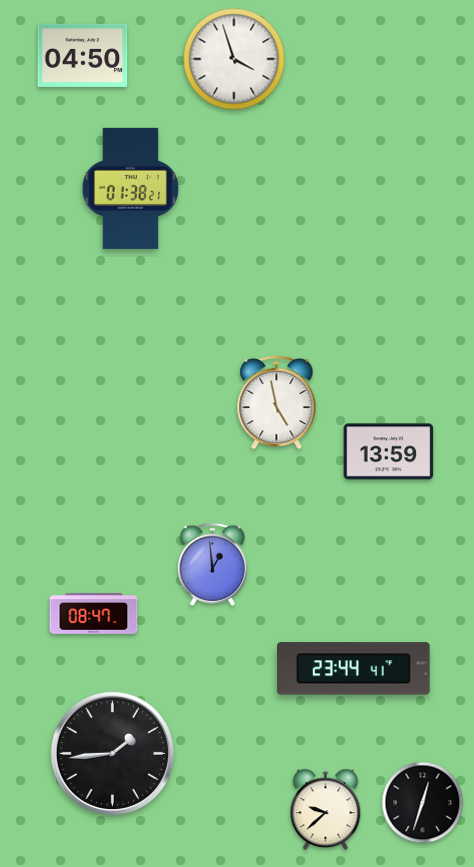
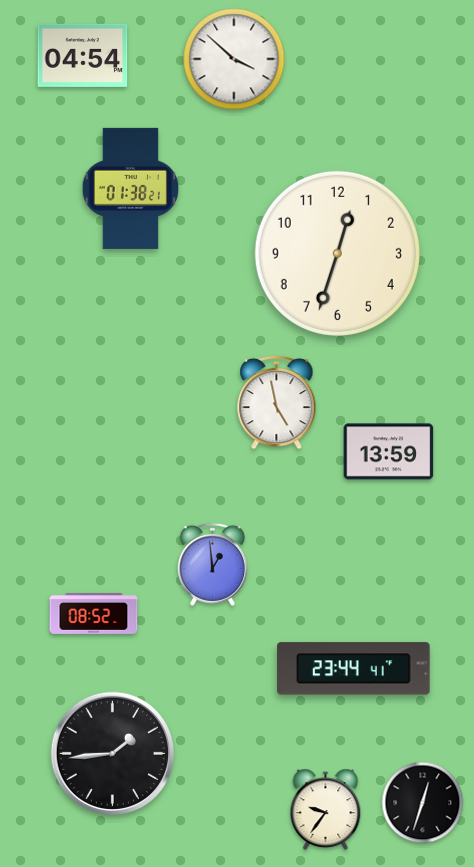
clock at (83, 55): 04:50 -> 04:54
clock at (234, 59): 3:57 -> 3:52
clock at (337, 253): none -> 12:33
clock at (94, 613): 08:47 -> 08:52
clock at (326, 810): 9:38 -> 9:36
